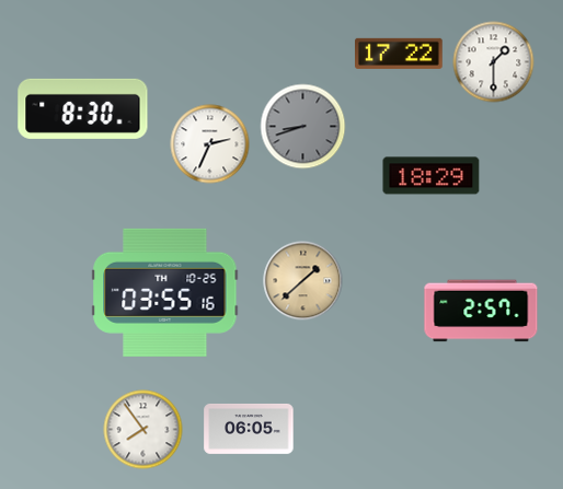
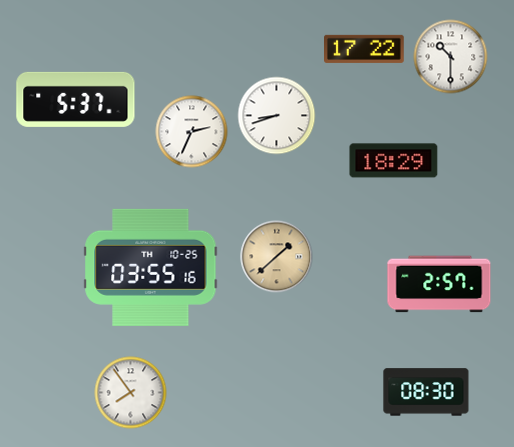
clock at (494, 62): 1:30 -> 10:30
clock at (83, 108): 8:30 -> 5:37
clock at (303, 127) dial: grey -> white
clock at (249, 429): 06:05 -> none
clock at (426, 392): none -> 08:30
